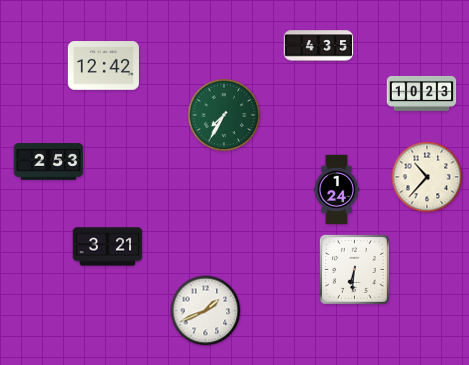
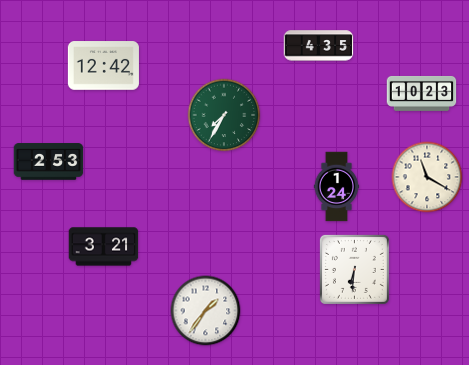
clock at (427, 177): 10:37 -> 11:20
clock at (337, 190) position: (337, 190) -> (337, 187)
clock at (108, 247) position: (108, 247) -> (104, 247)
clock at (206, 311): 1:41 -> 1:36
